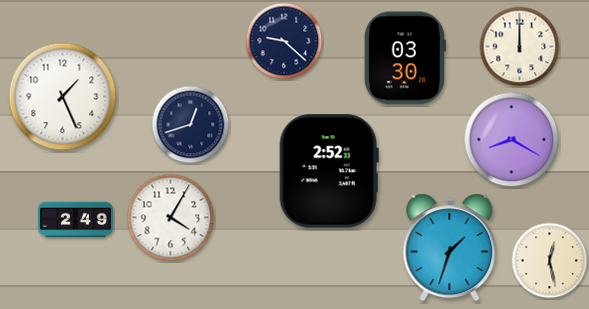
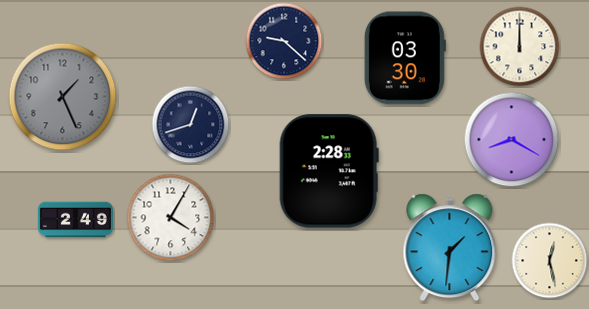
clock at (63, 97) dial: white -> grey
clock at (329, 171): 2:52 -> 2:28
clock at (450, 248): 1:33 -> 1:31
